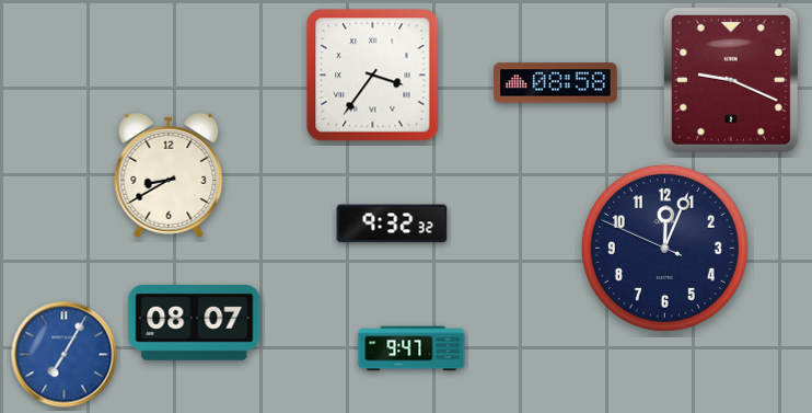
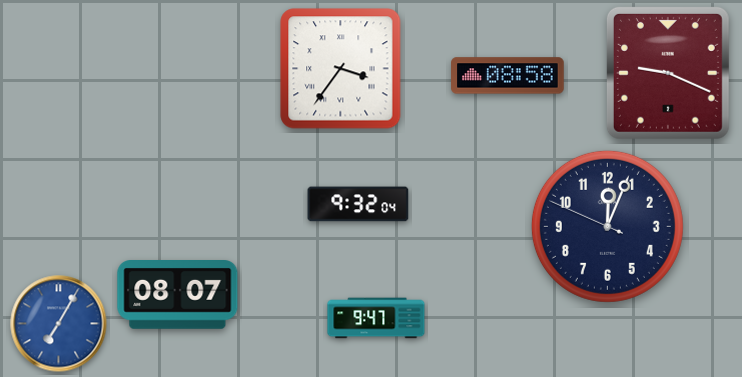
clock at (169, 175): 8:40 -> none
clock at (392, 223): 9:32:32 -> 9:32:04
